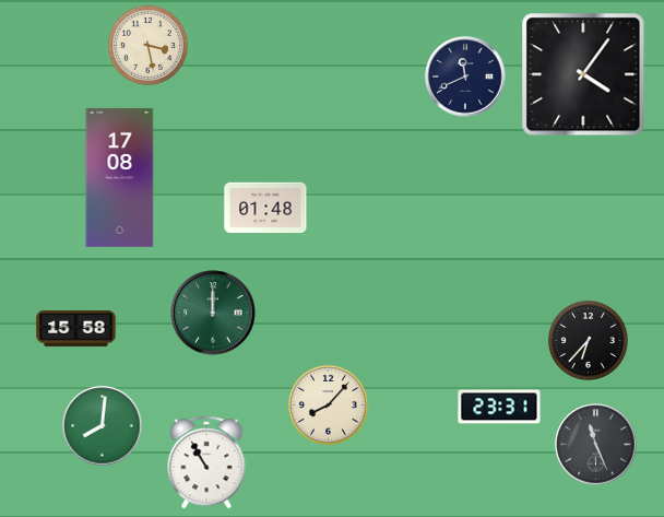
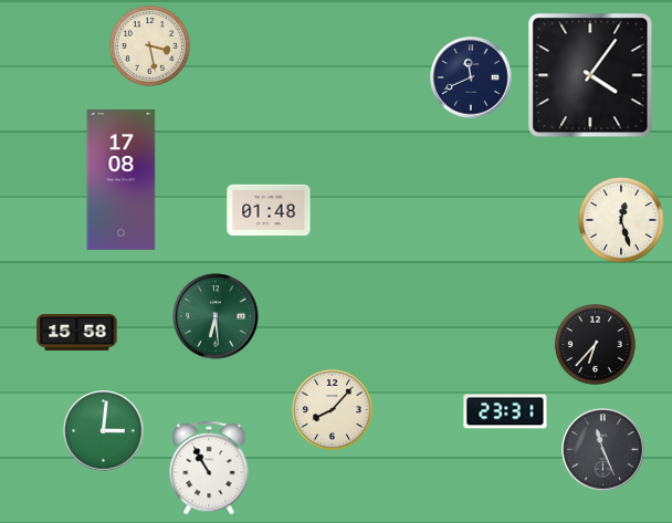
clock at (622, 221): none -> 12:27
clock at (213, 313): 12:00 -> 6:29
clock at (103, 426): 8:01 -> 3:01
